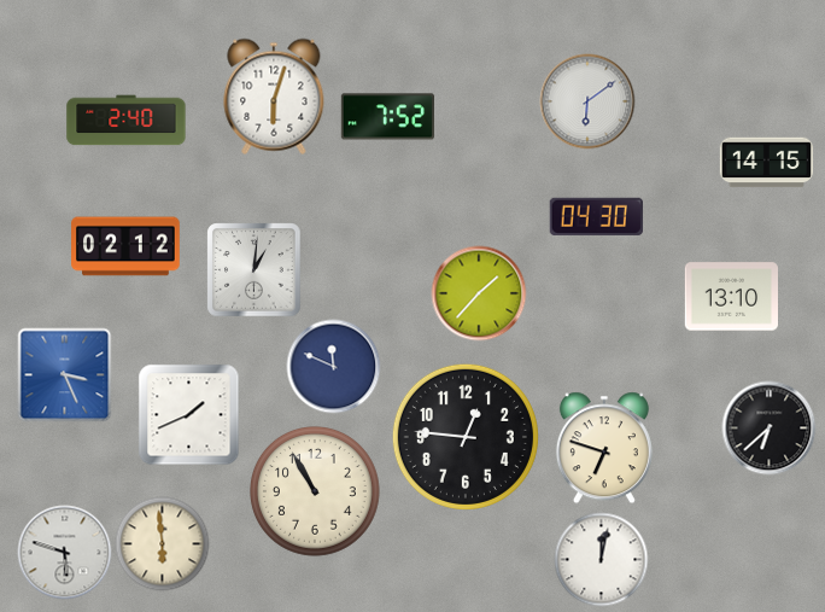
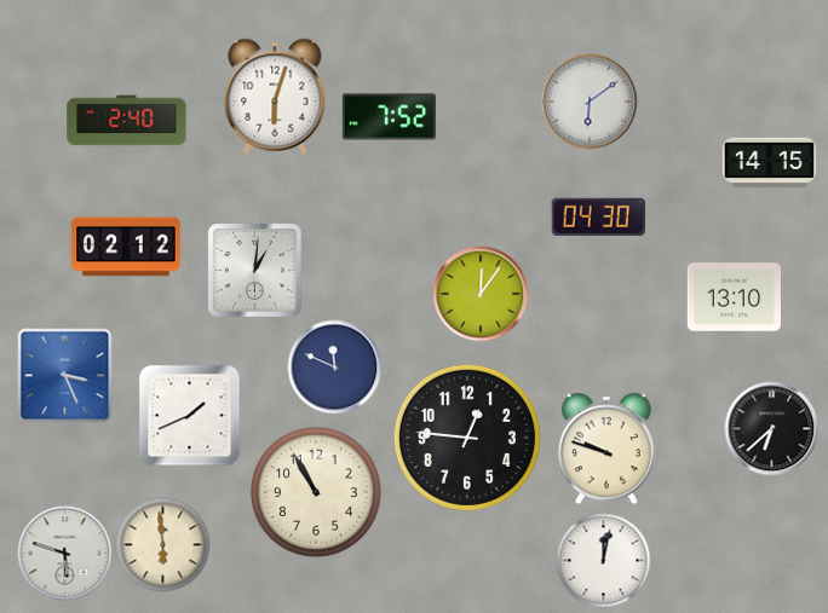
clock at (479, 293): 1:37 -> 12:06
clock at (604, 448): 6:48 -> 9:48
